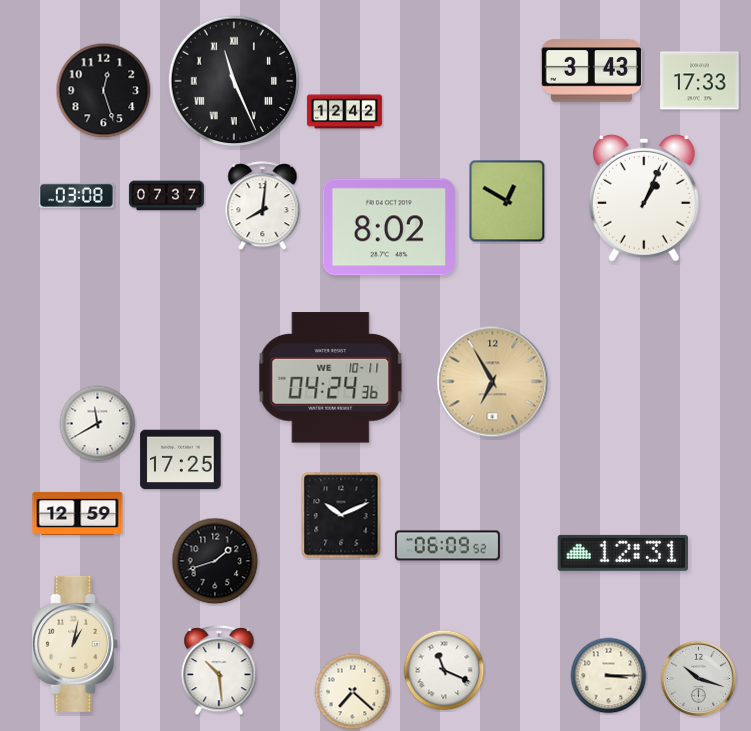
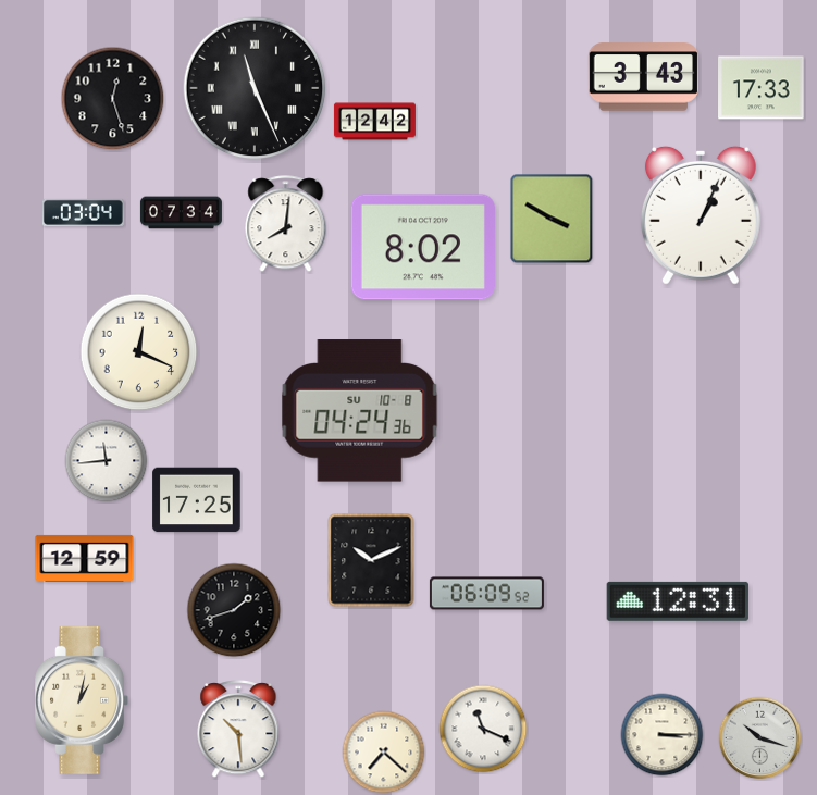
clock at (76, 195): 03:08 -> 03:04
clock at (166, 196): 07:37 -> 07:34
clock at (507, 201): 12:50 -> 3:50
clock at (139, 352): none -> 12:19
clock at (331, 378) date: WE 10-11 -> SU 10-8
clock at (493, 382): 6:55 -> none
clock at (98, 424): 11:40 -> 11:44
